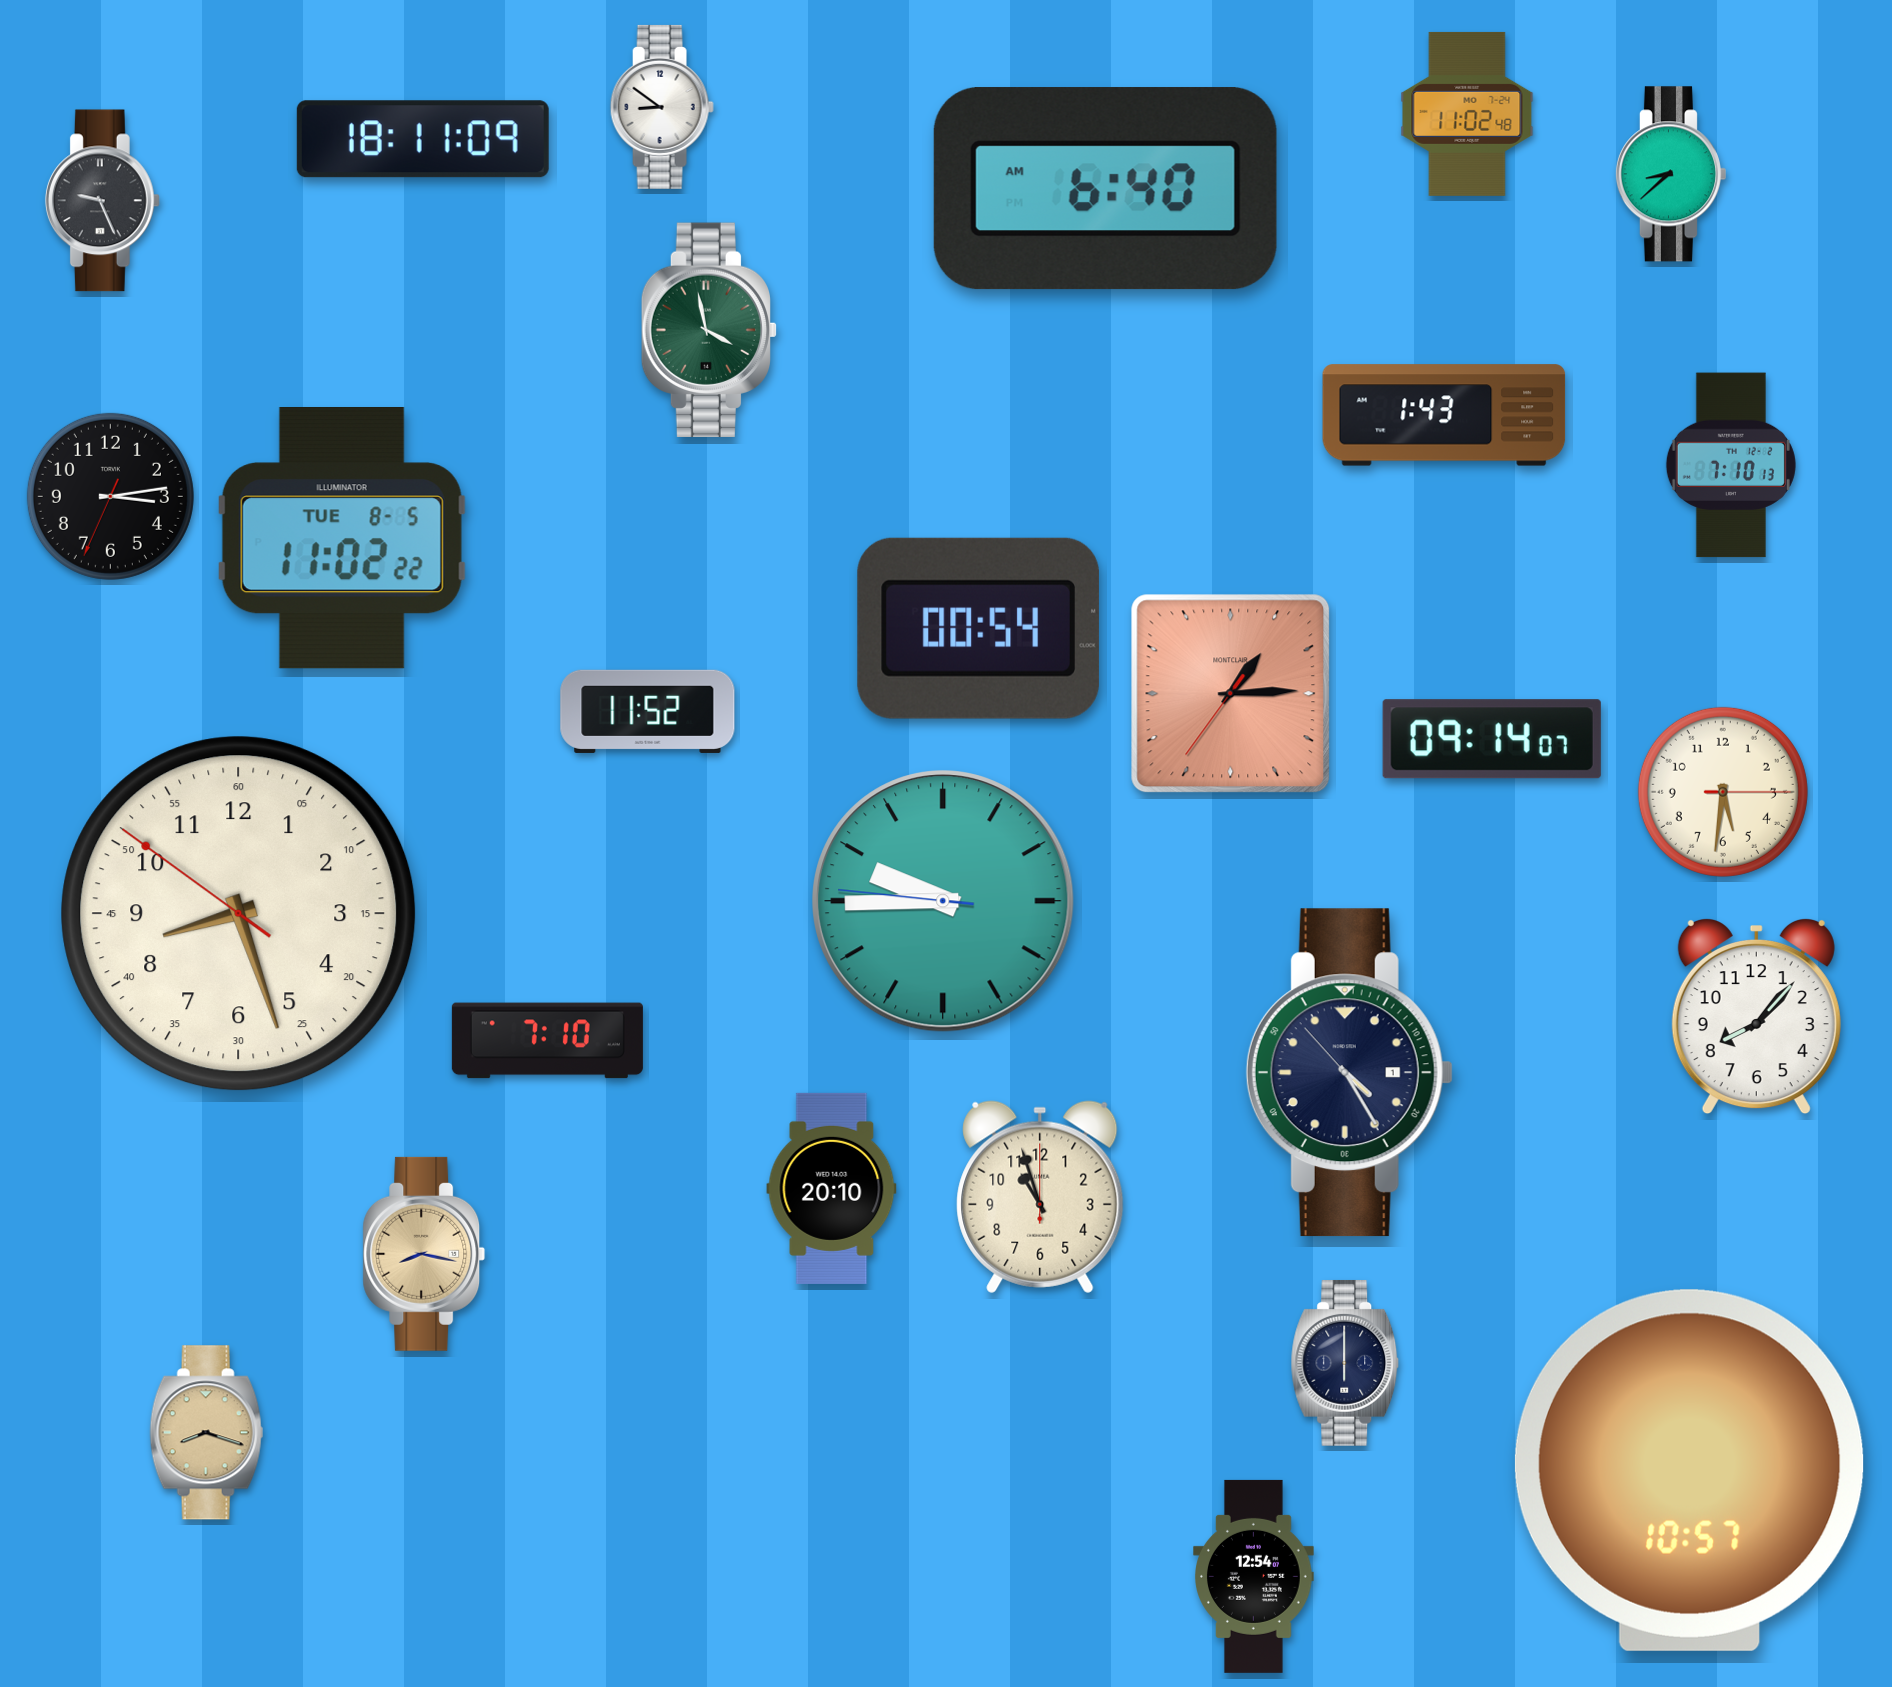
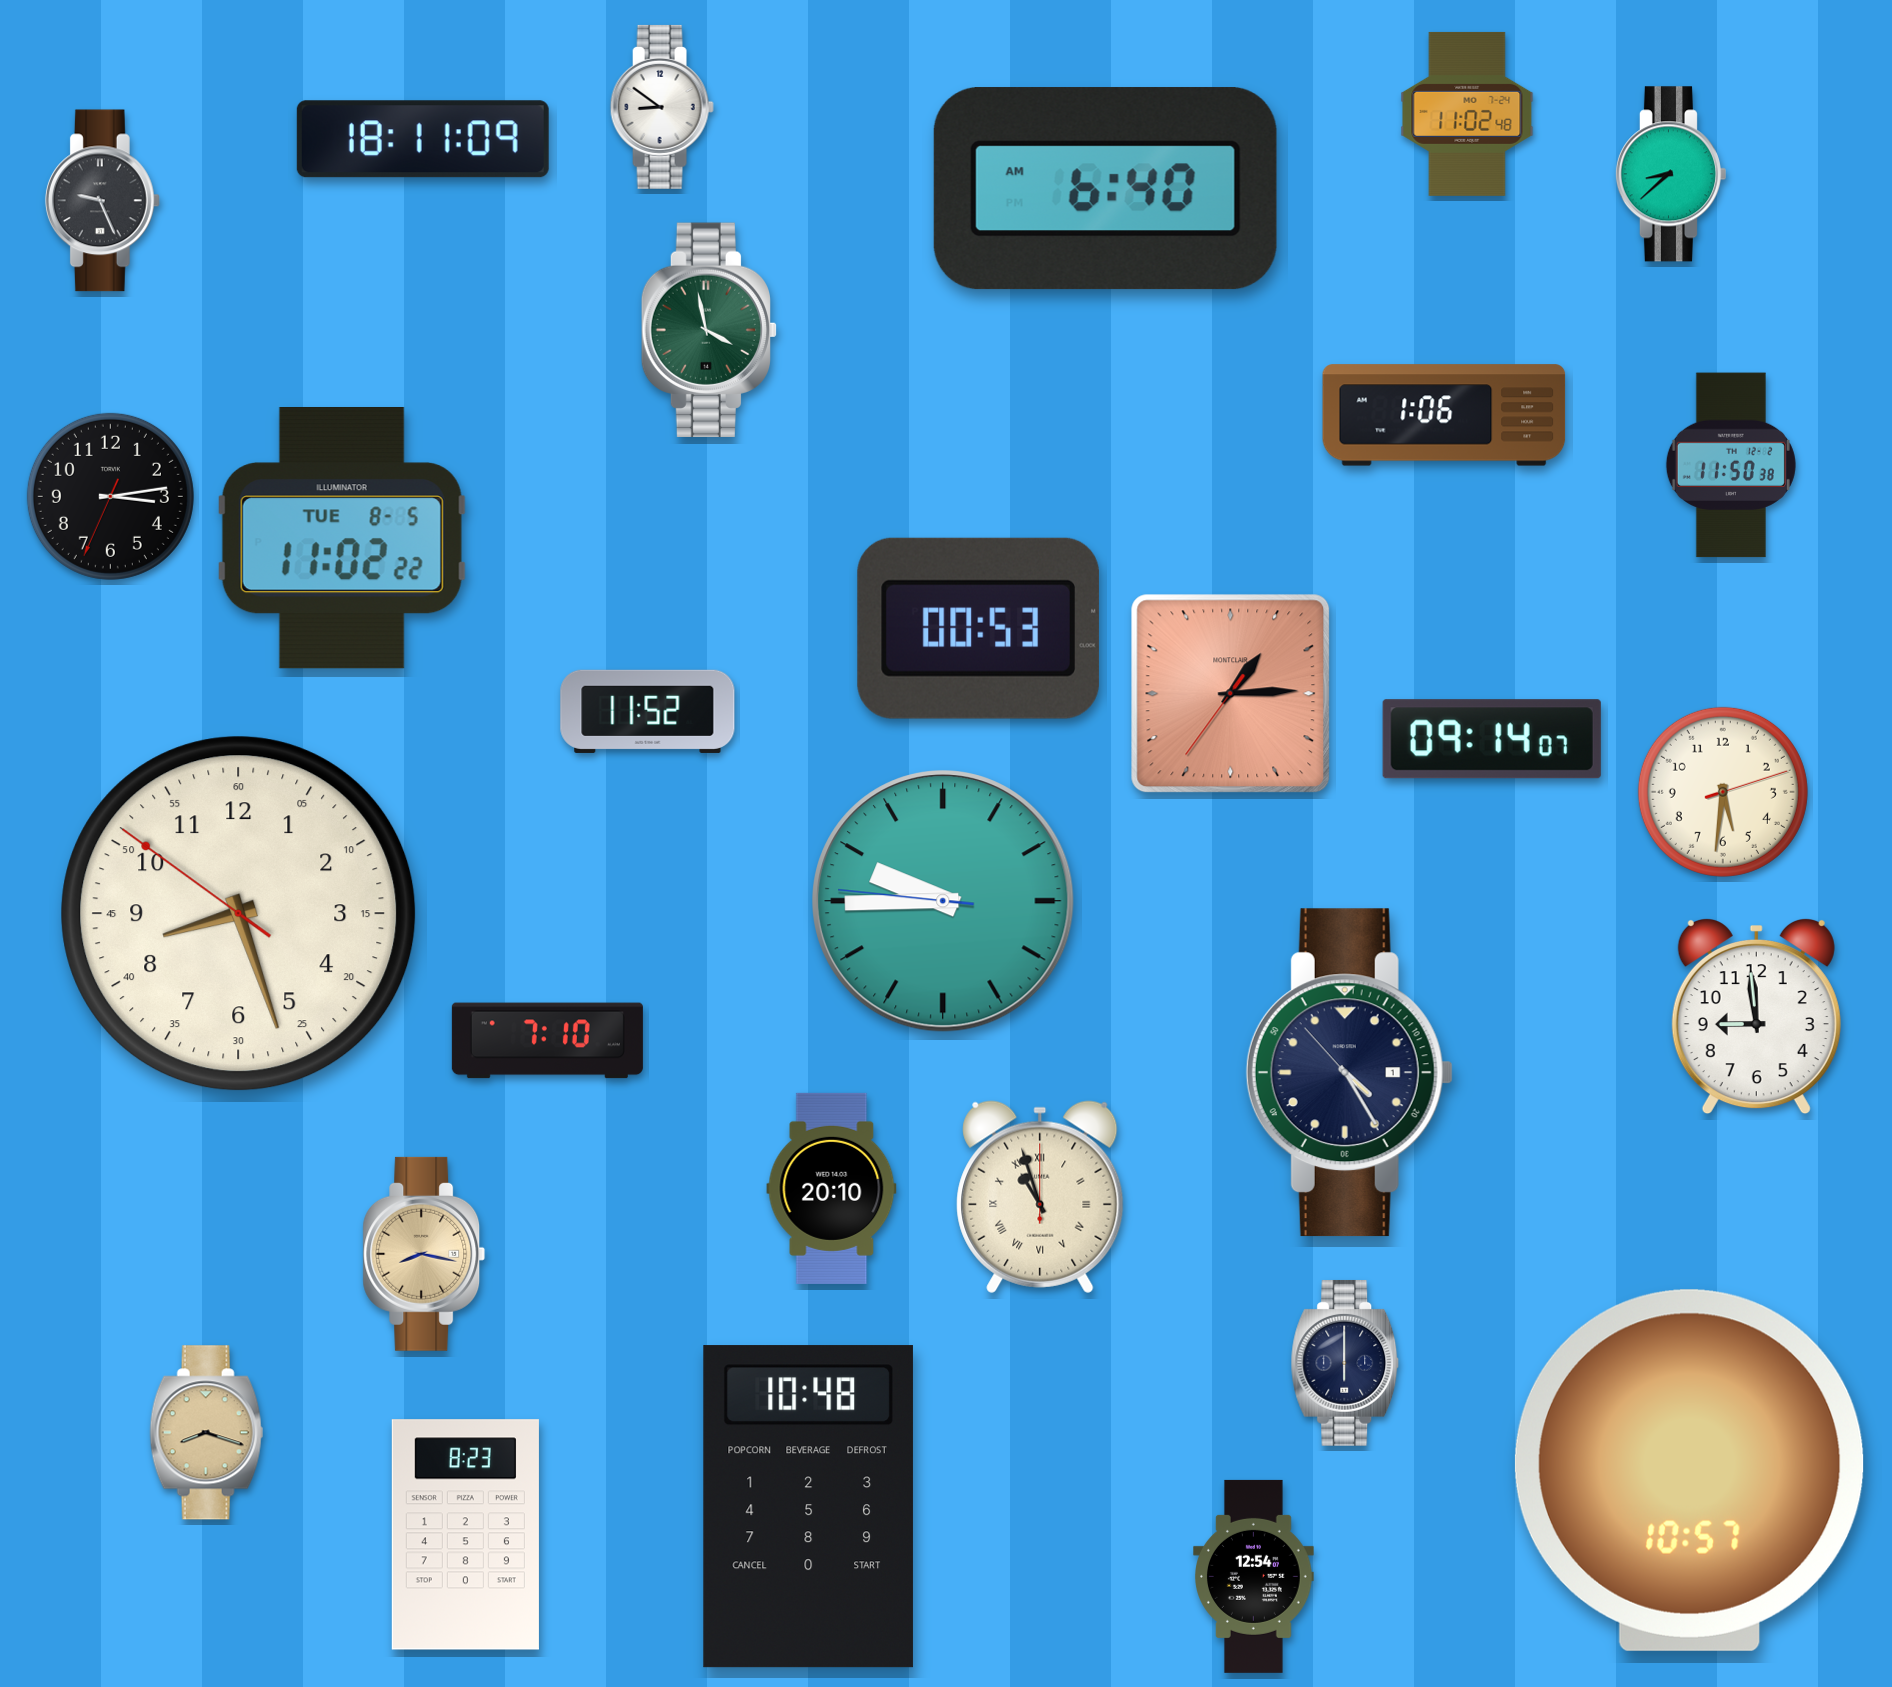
clock at (1444, 415): 1:43 -> 1:06
clock at (1731, 465): 7:10 -> 11:50
clock at (978, 628): 00:54 -> 00:53
clock at (1723, 792): 5:31:15 -> 5:31:12
clock at (1756, 1017): 8:07 -> 8:59
clock at (1040, 1197) numerals: Arabic -> Roman
clock at (808, 1507): none -> 10:48
clock at (465, 1535): none -> 8:23
